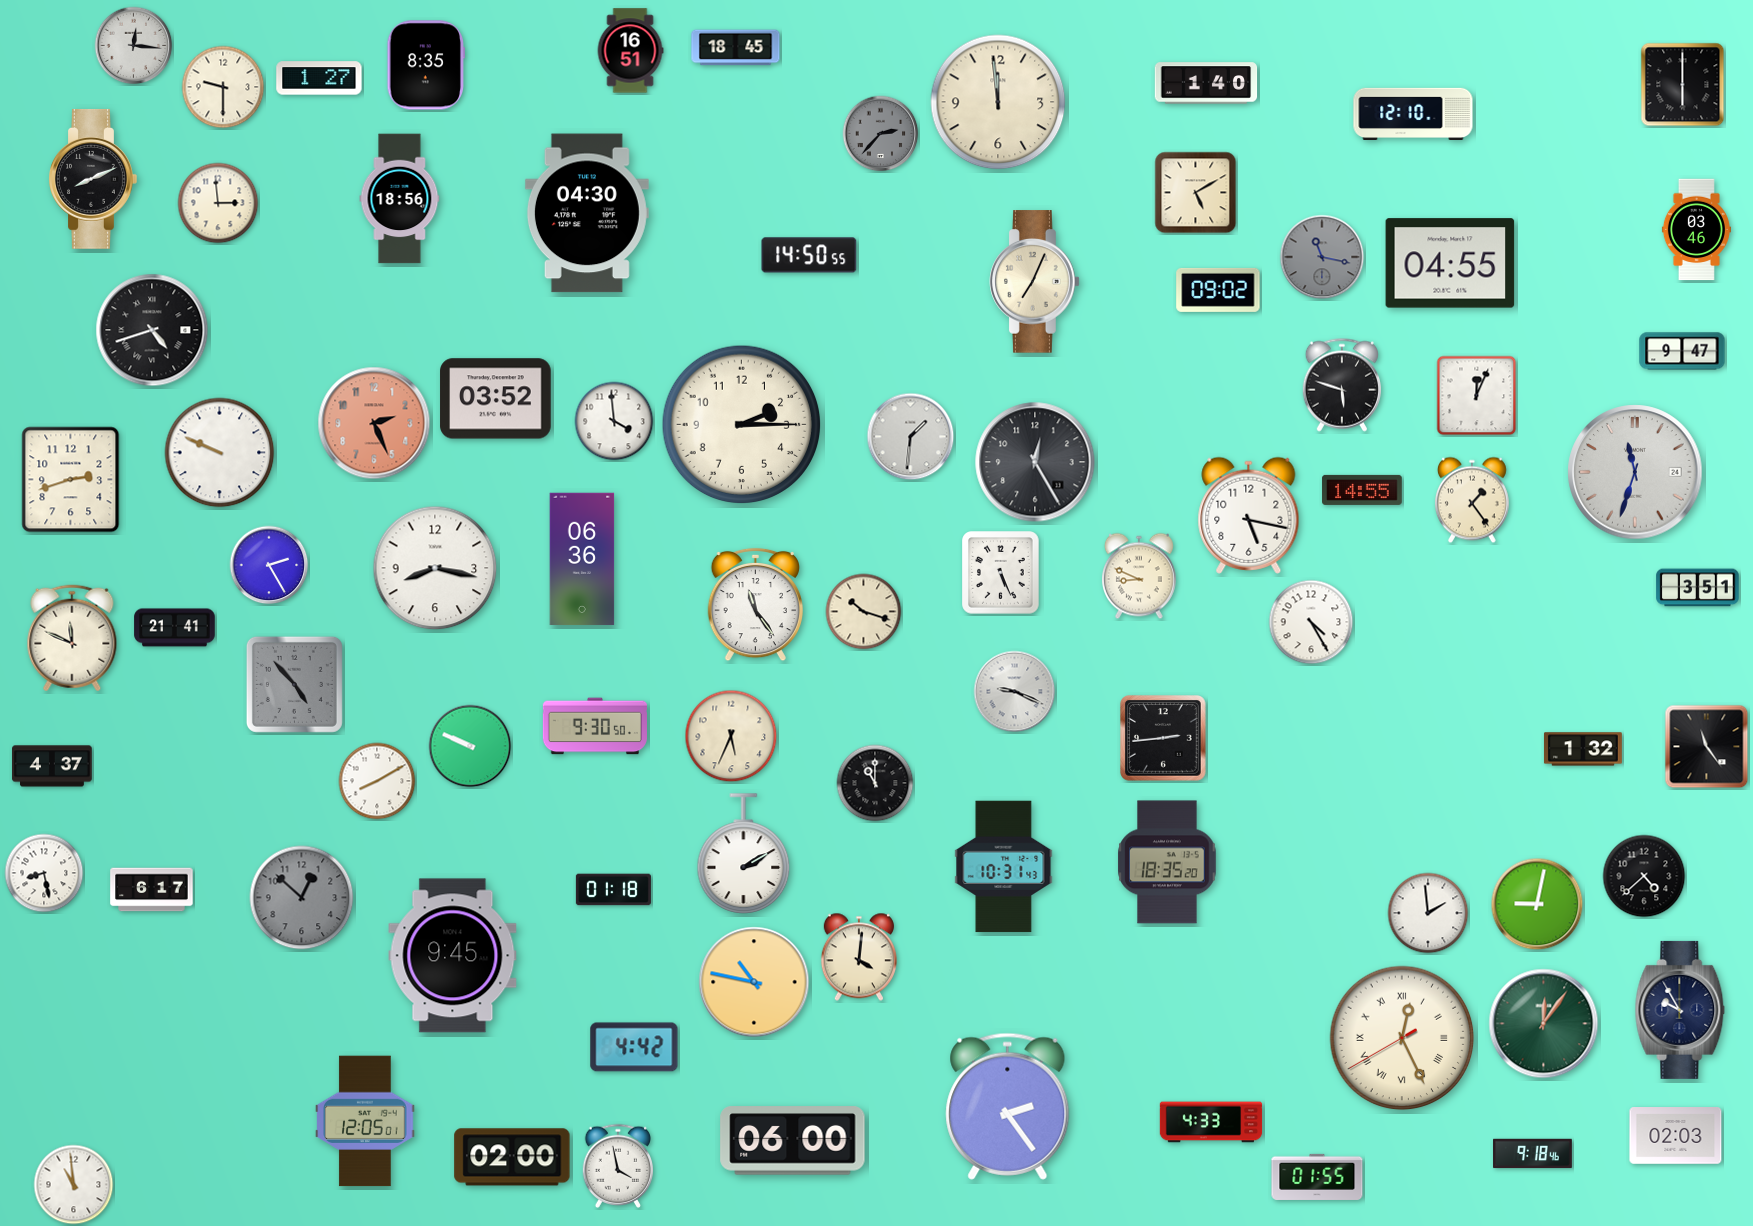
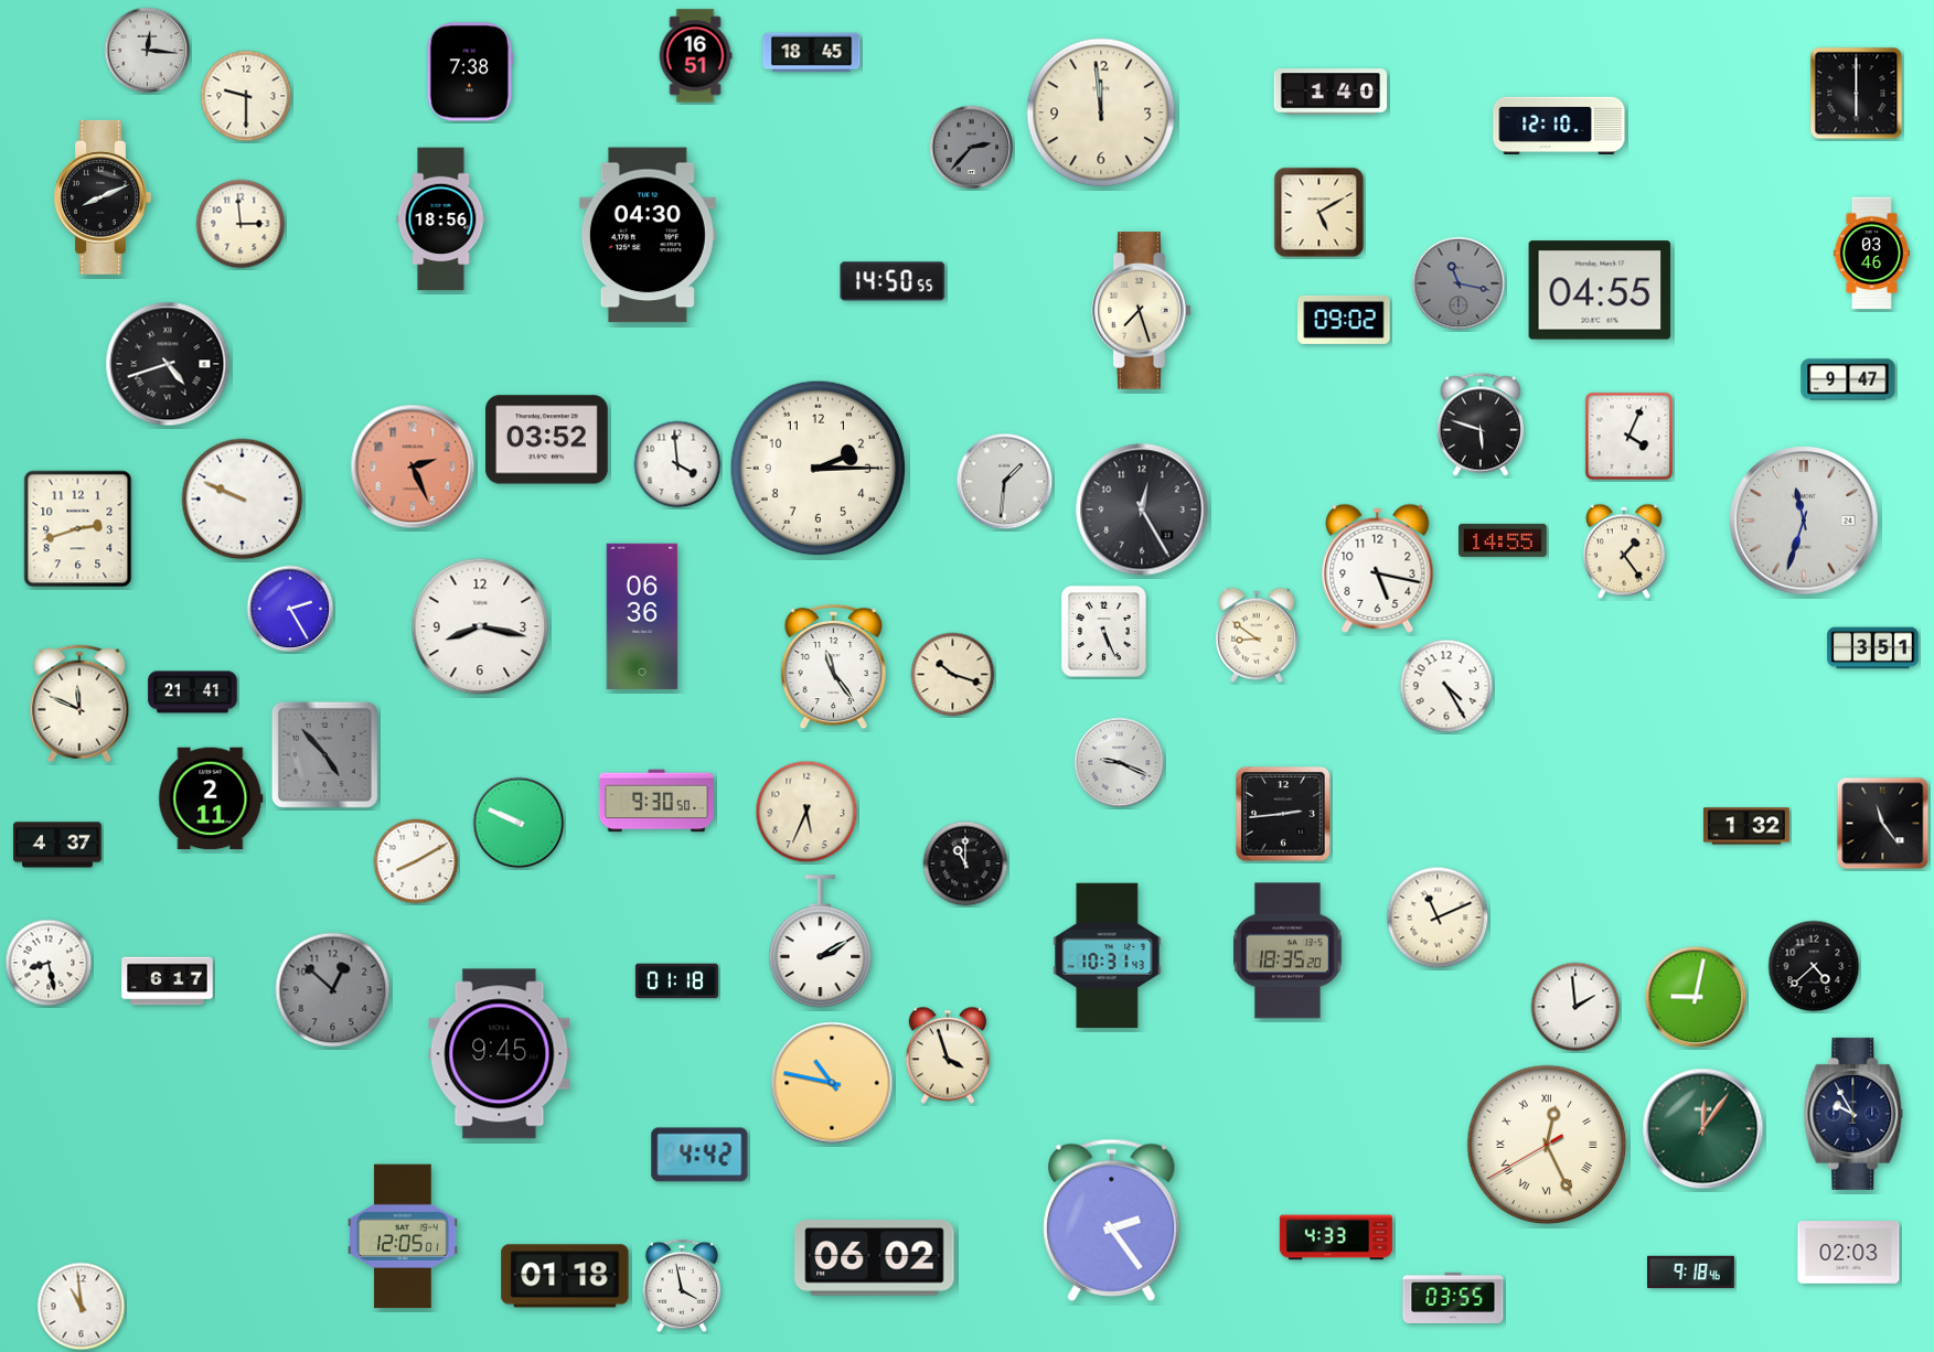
clock at (425, 65): 8:35 -> 7:38
clock at (319, 78): 1:27 -> none
clock at (1035, 282): 7:04 -> 7:27
clock at (1682, 351) position: (1682, 351) -> (1848, 379)
clock at (1477, 396): 12:04 -> 4:04
clock at (269, 565) position: (269, 565) -> (290, 609)
clock at (1139, 576): 8:49 -> 8:51
clock at (211, 798): none -> 2:11
clock at (1438, 918): none -> 11:11
clock at (859, 957): 4:01 -> 3:57
clock at (793, 1141): 06:00 -> 06:02
clock at (512, 1157): 02:00 -> 01:18
clock at (1317, 1177): 01:55 -> 03:55
